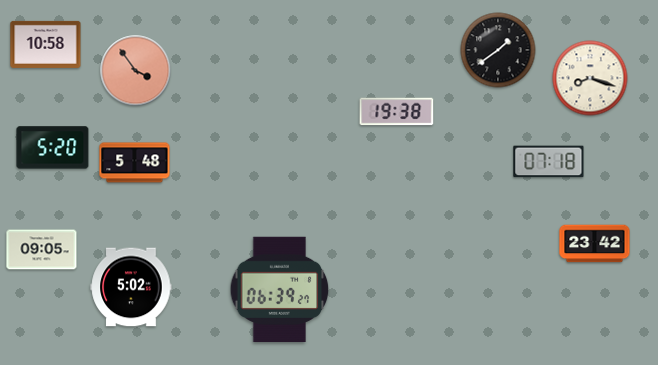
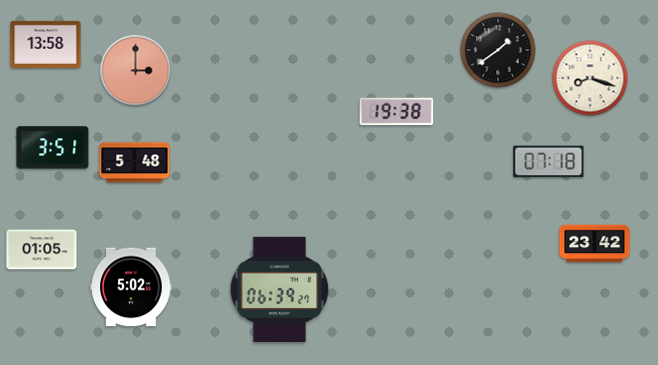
clock at (46, 44): 10:58 -> 13:58
clock at (136, 71): 3:54 -> 3:00
clock at (53, 148): 5:20 -> 3:51
clock at (42, 250): 09:05 -> 01:05
